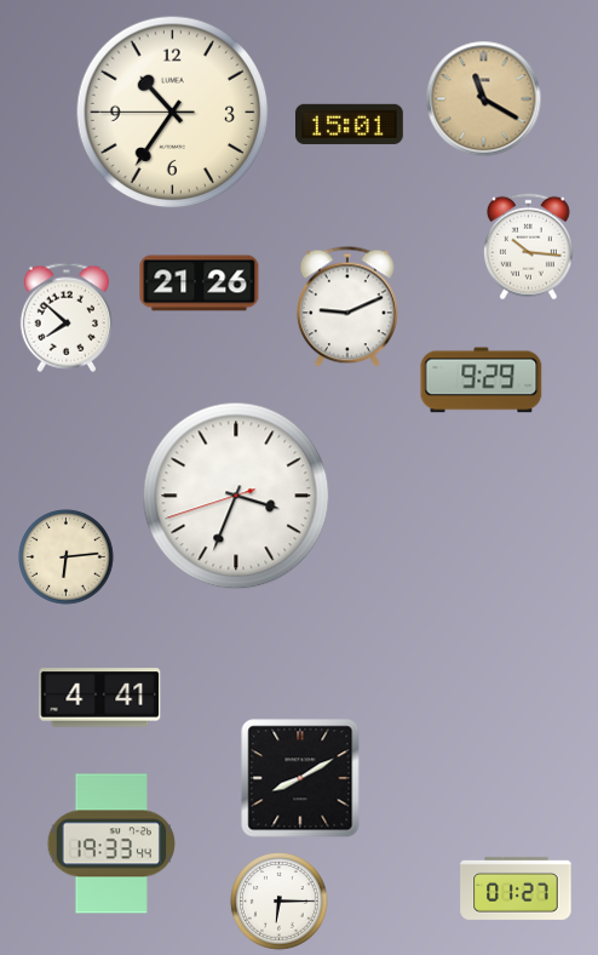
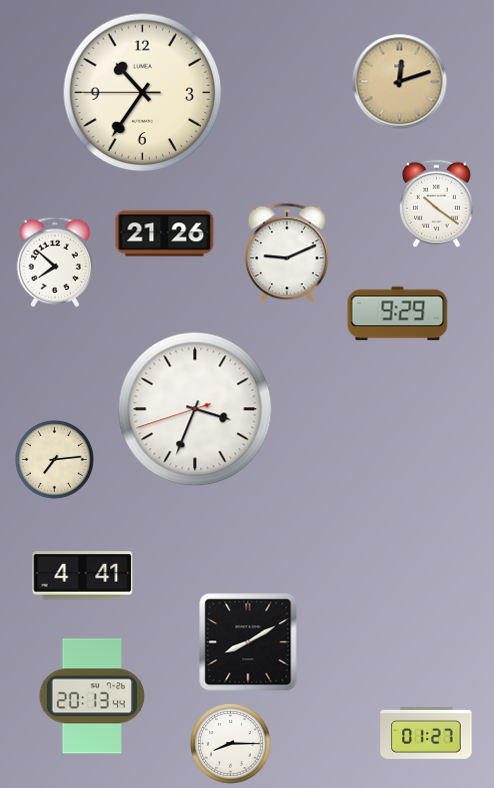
clock at (484, 99): 11:20 -> 12:12
clock at (350, 124): 15:01 -> none
clock at (528, 247): 10:16 -> 10:21
clock at (67, 557): 6:14 -> 7:14
clock at (111, 844): 19:33 -> 20:13
clock at (280, 902): 6:15 -> 8:15
